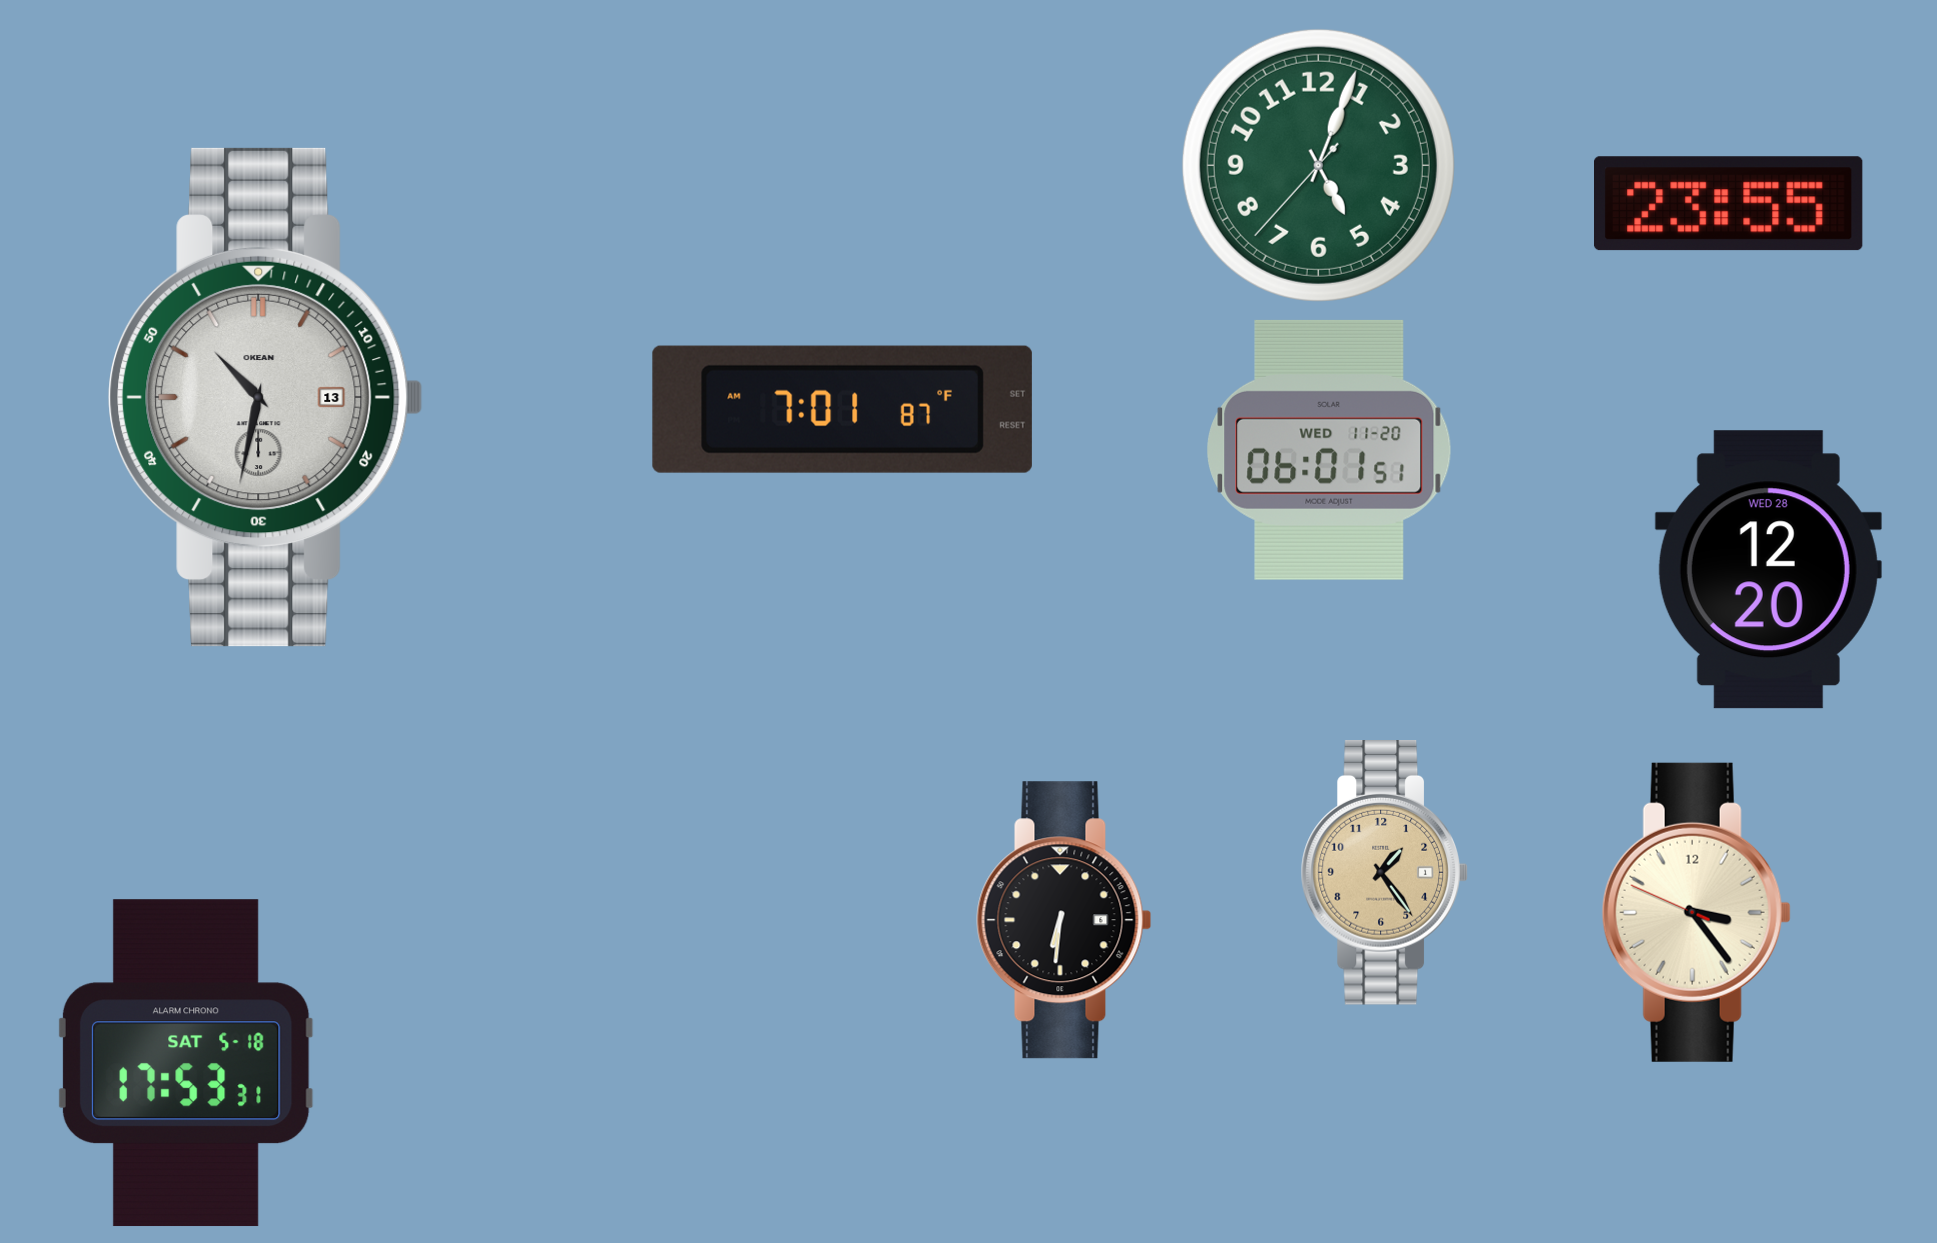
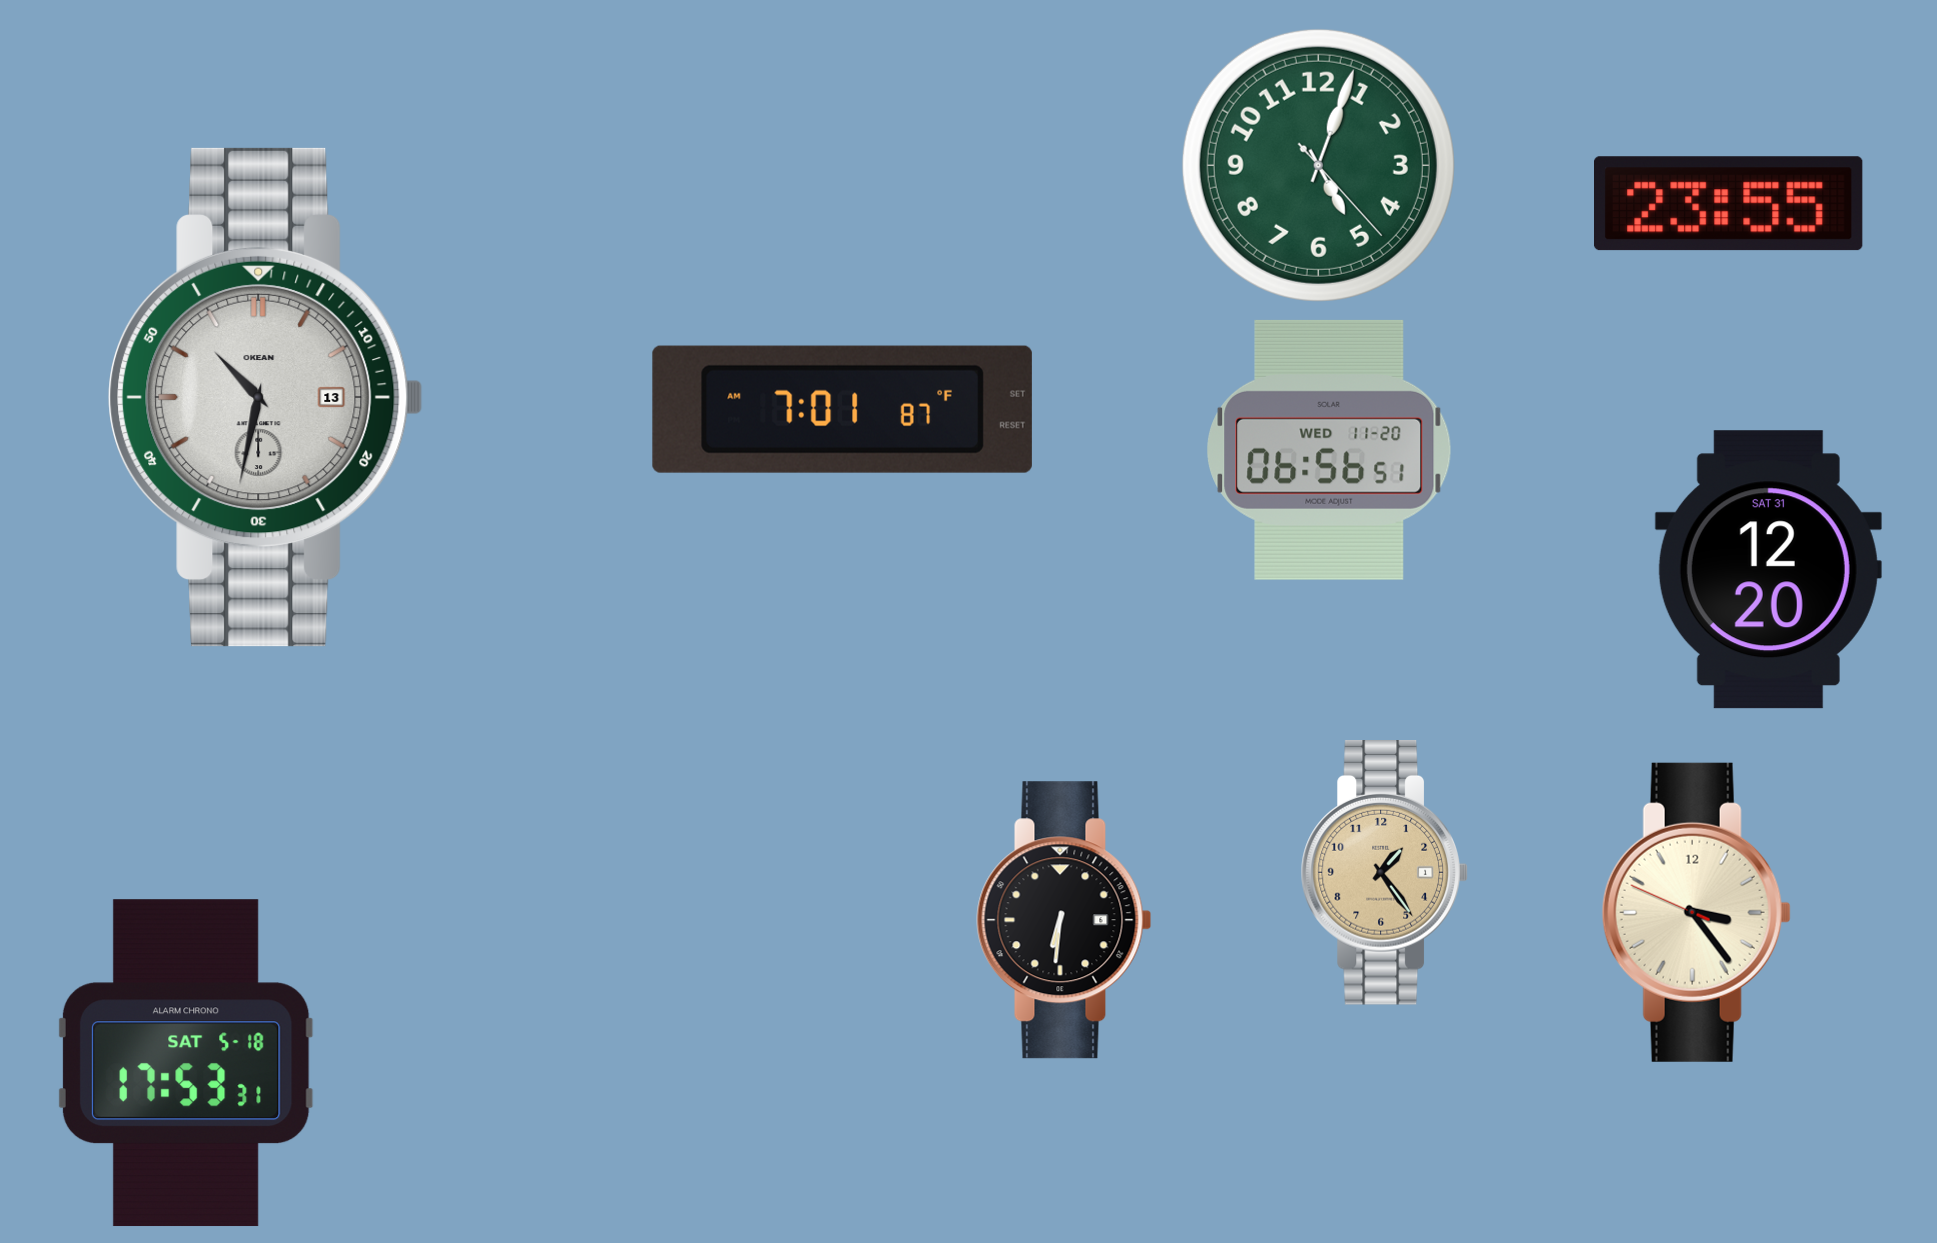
clock at (1318, 165): 5:03:37 -> 5:03:23
clock at (1329, 450): 06:01 -> 06:56
clock at (1768, 570) date: WED 28 -> SAT 31
